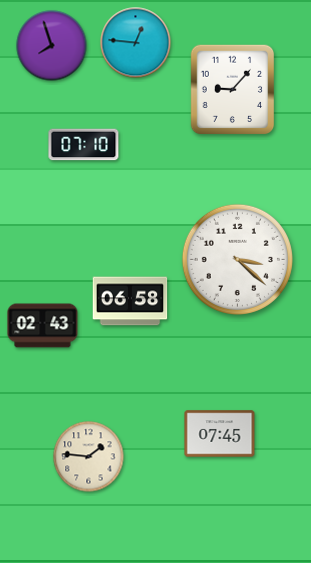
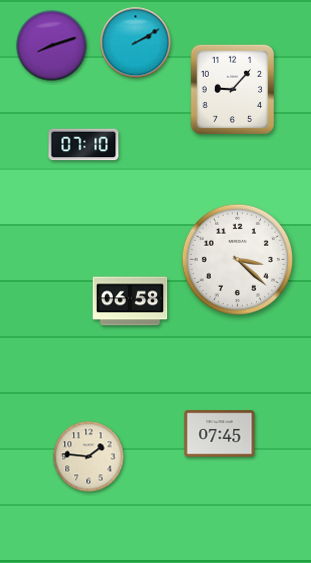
clock at (136, 43): 12:46 -> 2:10
clock at (52, 46): 7:57 -> 8:12
clock at (43, 326): 02:43 -> none
